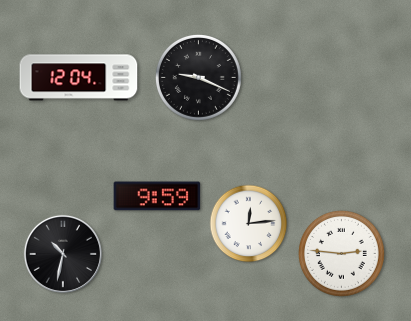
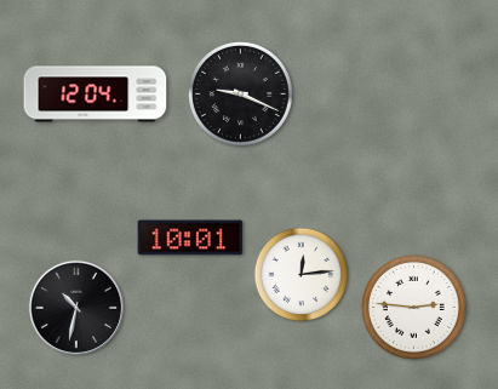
clock at (157, 196): 9:59 -> 10:01
clock at (249, 224) position: (249, 224) -> (302, 275)
